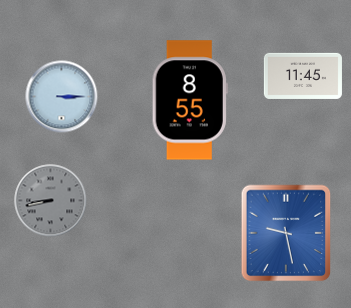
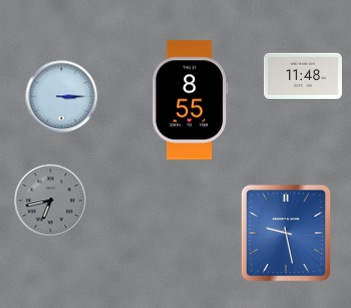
clock at (303, 76): 11:45 -> 11:48
clock at (51, 201): 8:43 -> 6:43
